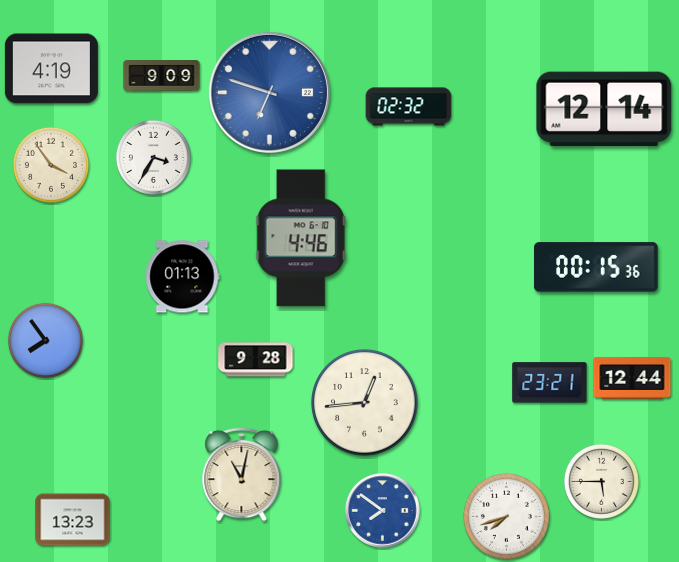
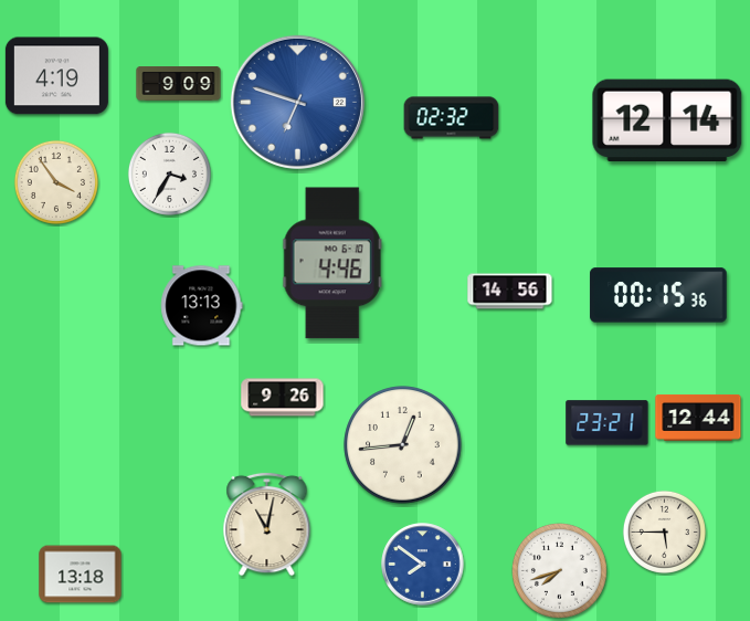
clock at (510, 292): none -> 14:56
clock at (183, 277): 01:13 -> 13:13
clock at (45, 340): 7:54 -> none
clock at (256, 360): 9:28 -> 9:26
clock at (73, 520): 13:23 -> 13:18
